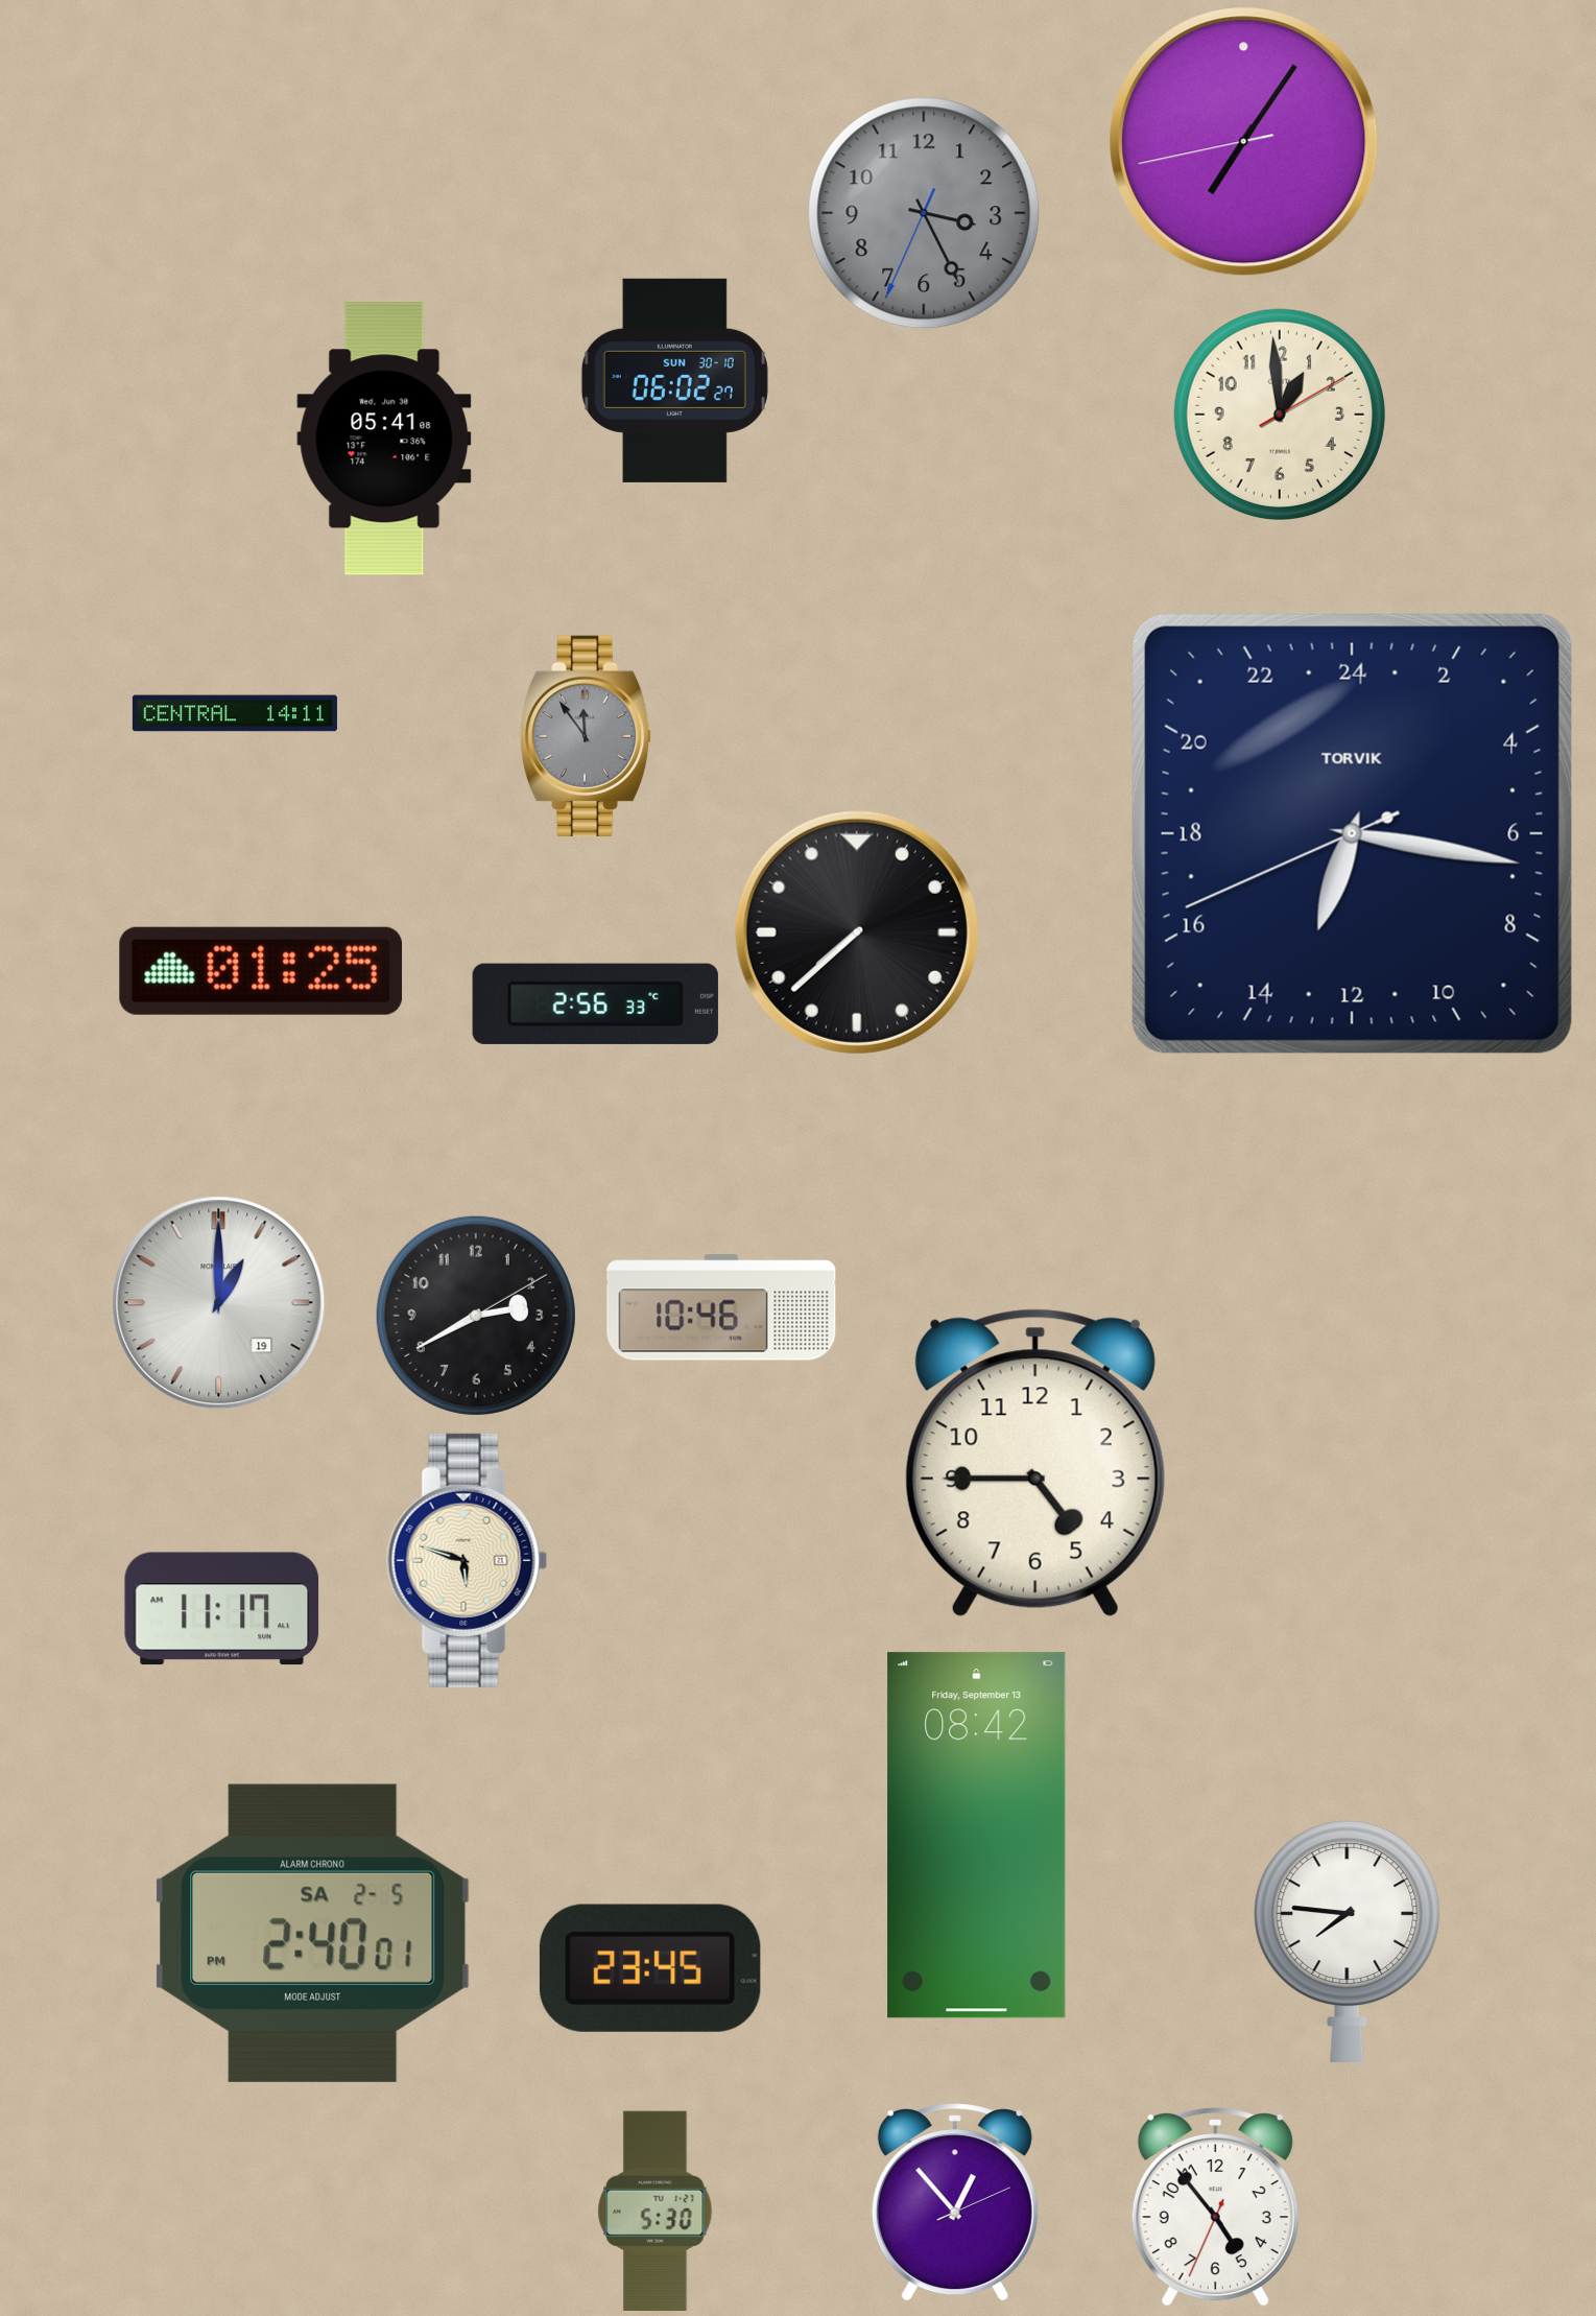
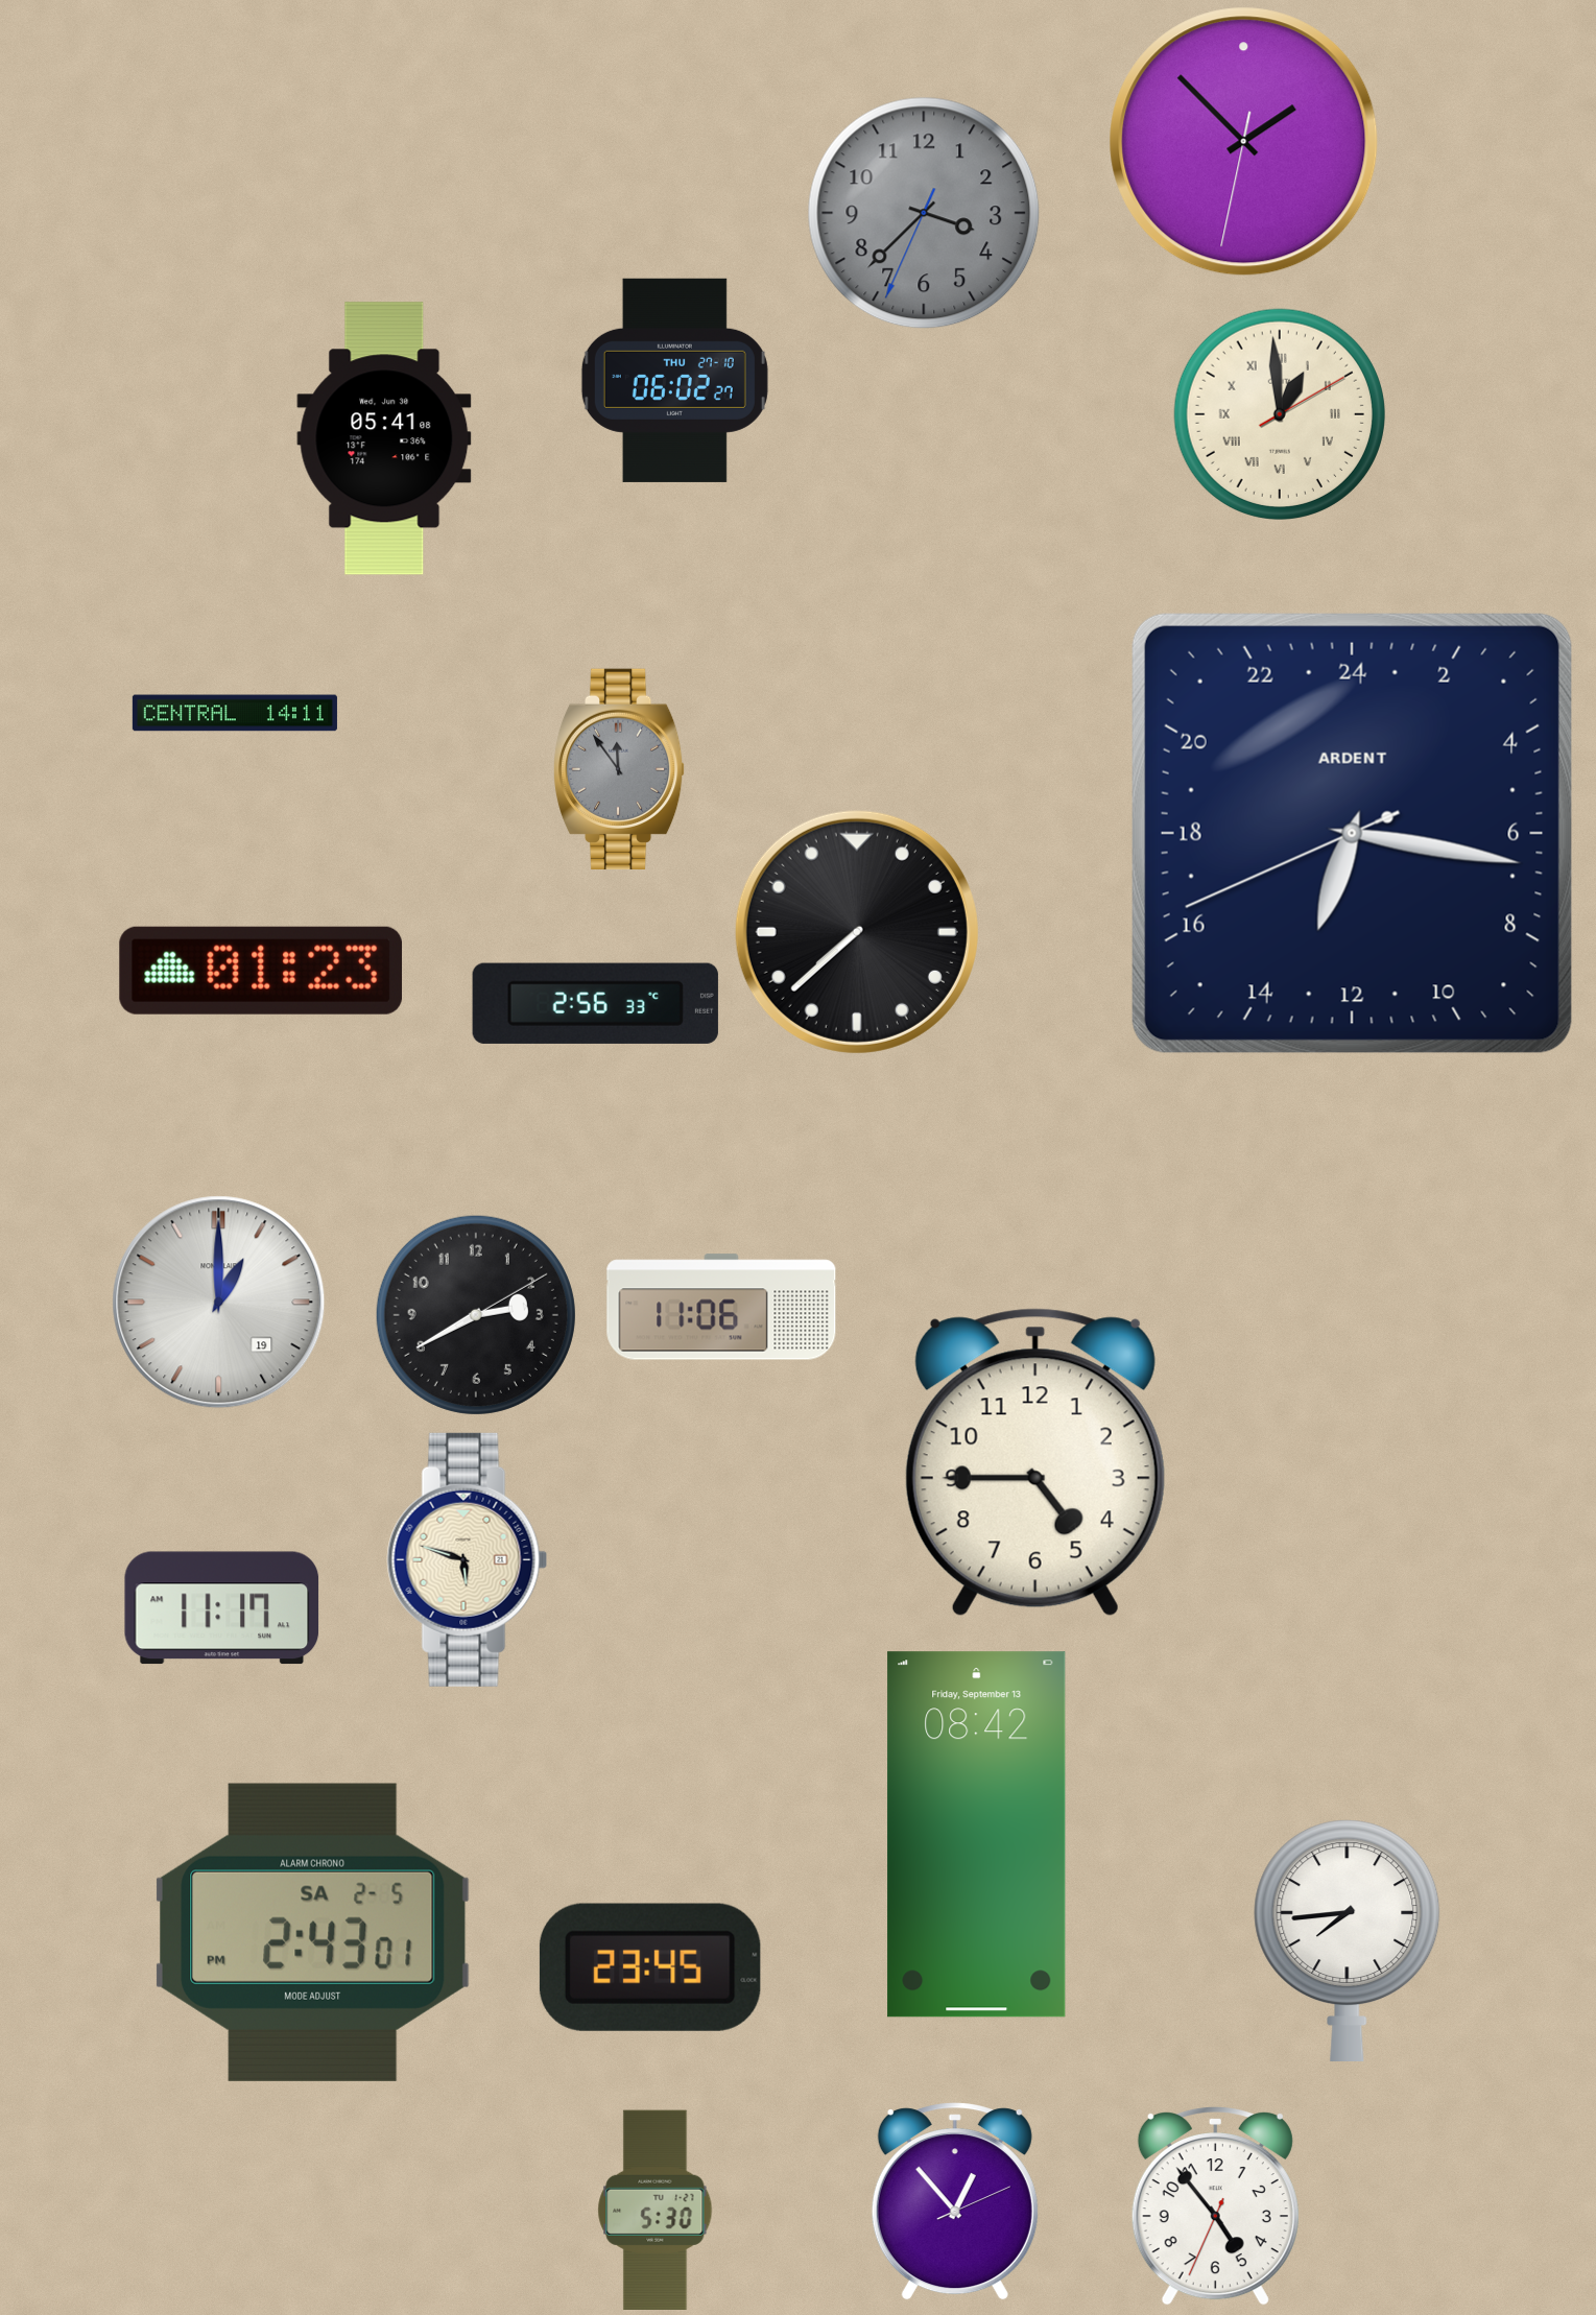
clock at (1244, 142): 7:05 -> 1:52
clock at (924, 213): 3:25 -> 3:37
clock at (674, 380) date: SUN 30-10 -> THU 27-10
clock at (1279, 413) numerals: Arabic -> Roman
clock at (586, 736) position: (586, 736) -> (619, 769)
clock at (1352, 833) brand: TORVIK -> ARDENT
clock at (261, 971): 01:25 -> 01:23
clock at (721, 1307): 10:46 -> 11:06
clock at (313, 1933): 2:40 -> 2:43
clock at (1348, 1941): 7:46 -> 7:44
